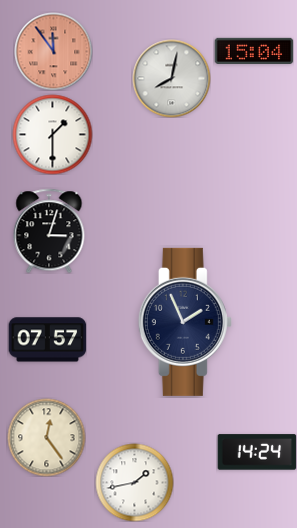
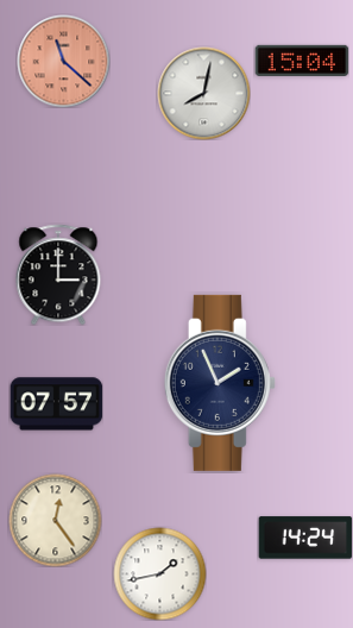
clock at (53, 51): 11:54 -> 11:22
clock at (52, 134): 1:30 -> none
clock at (49, 231): 3:03 -> 3:00
